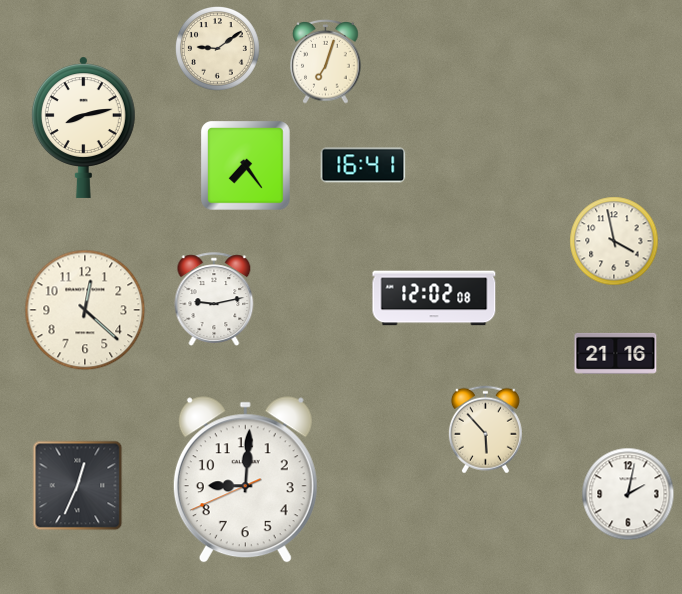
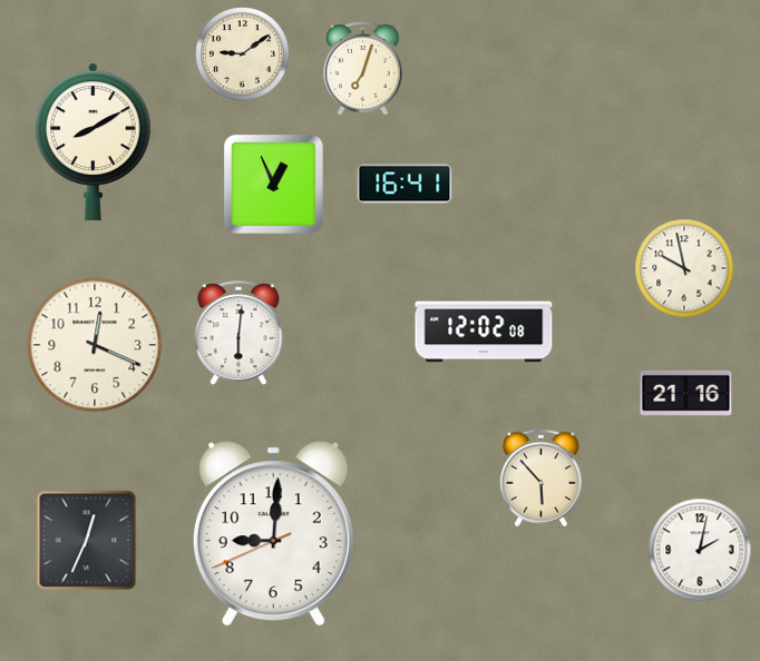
clock at (83, 127): 8:13 -> 8:10
clock at (246, 166): 7:24 -> 12:56
clock at (614, 241): 3:58 -> 9:58
clock at (214, 299): 9:13 -> 6:01
clock at (85, 310): 12:22 -> 12:19
